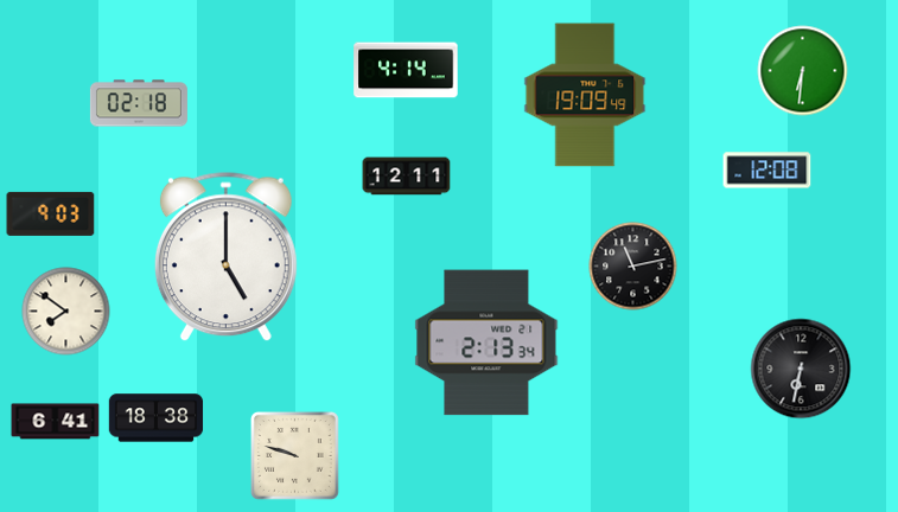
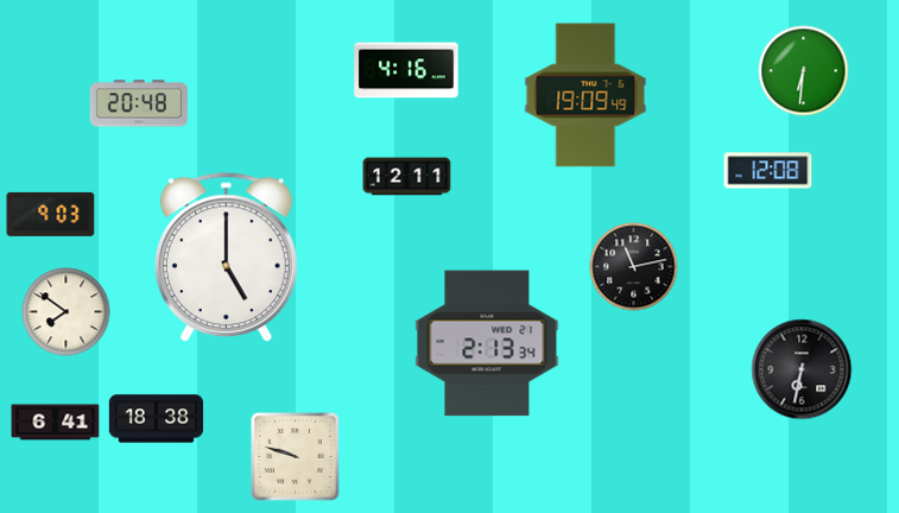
clock at (406, 70): 4:14 -> 4:16
clock at (139, 103): 02:18 -> 20:48
